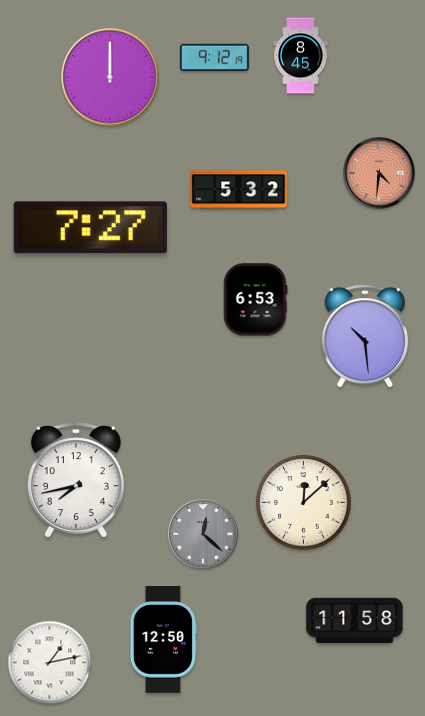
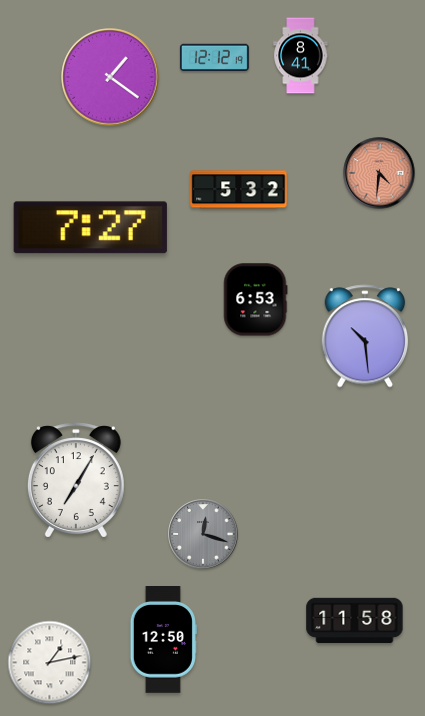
clock at (301, 56): 8:45 -> 8:41
clock at (214, 58): 9:12 -> 12:12
clock at (110, 77): 12:00 -> 1:21
clock at (76, 480): 7:43 -> 7:05
clock at (304, 503): 12:08 -> none
clock at (203, 534): 12:22 -> 12:18
